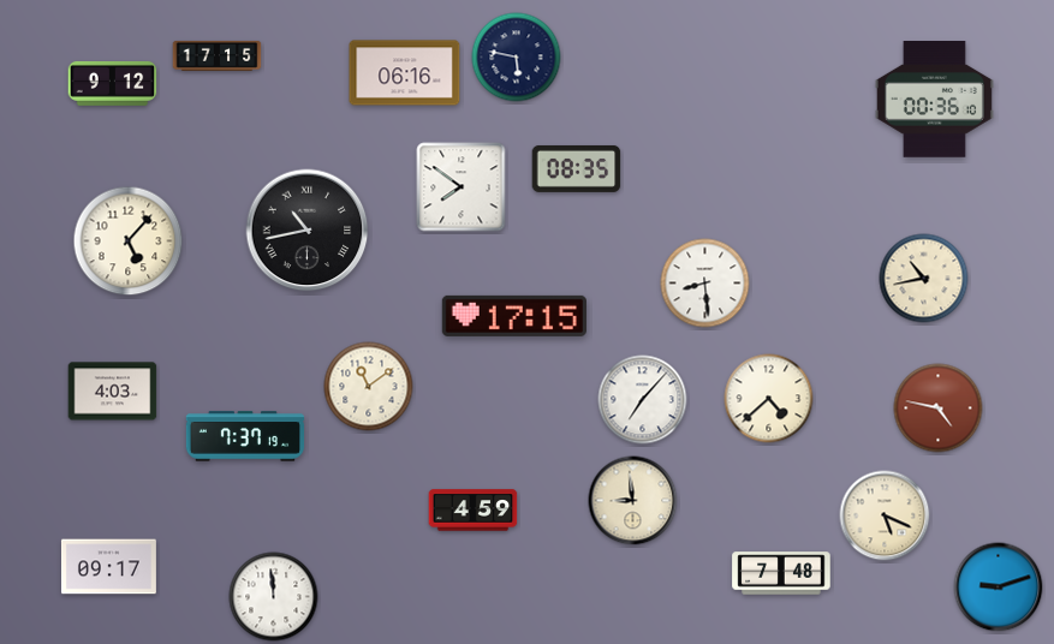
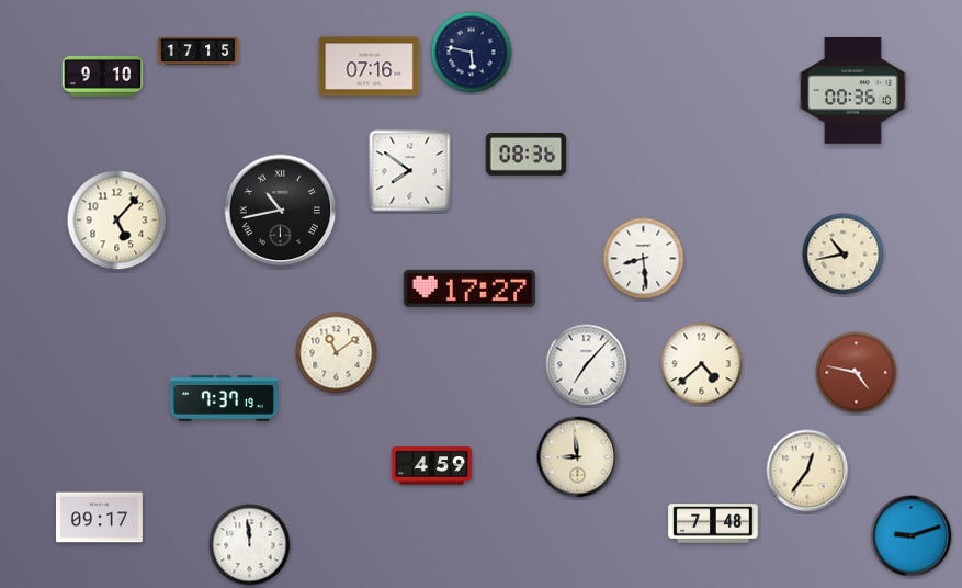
clock at (405, 73): 06:16 -> 07:16
clock at (113, 83): 9:12 -> 9:10
clock at (577, 168): 08:35 -> 08:36
clock at (462, 187) position: (462, 187) -> (410, 171)
clock at (514, 316): 17:15 -> 17:27
clock at (113, 392): 4:03 -> none
clock at (885, 515): 5:19 -> 12:36
